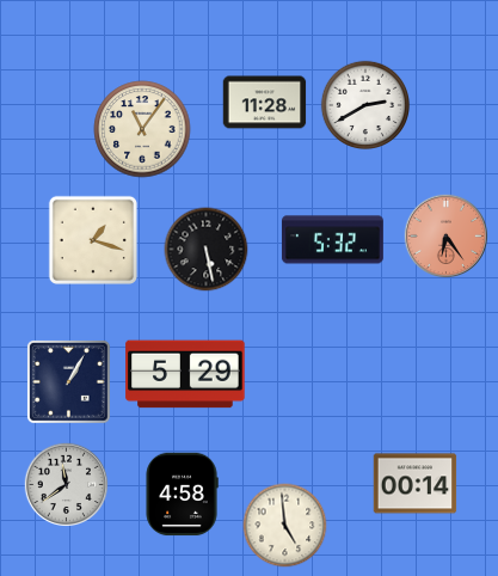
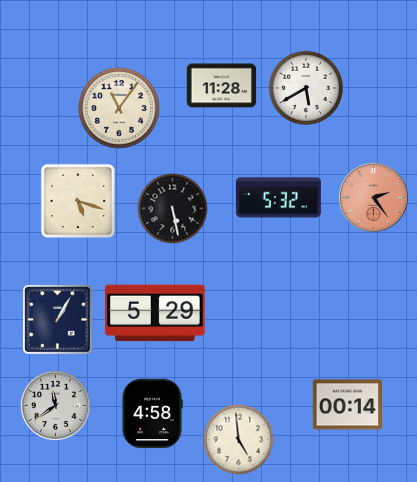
clock at (365, 105): 2:40 -> 5:40
clock at (445, 235): 6:24 -> 2:24
clock at (93, 240): 1:18 -> 5:18
clock at (332, 240) position: (332, 240) -> (278, 198)
